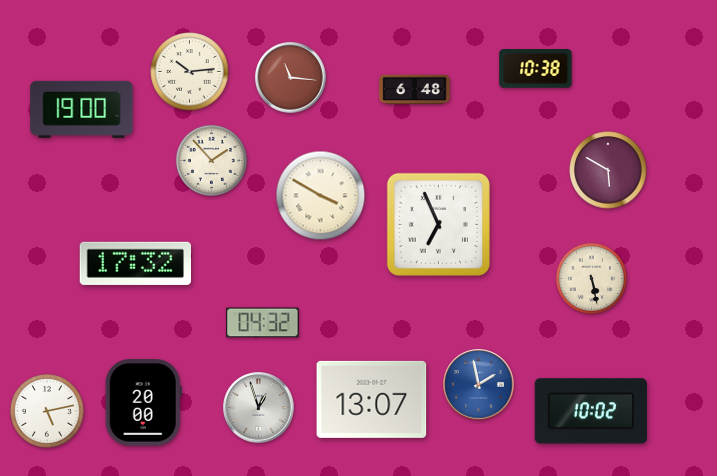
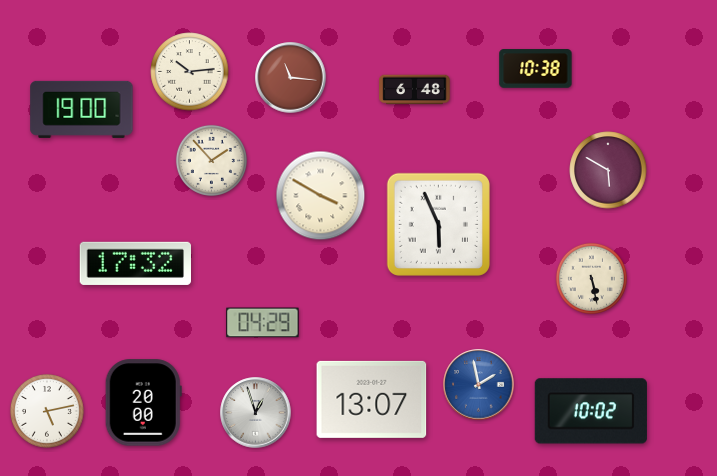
clock at (438, 224): 6:56 -> 5:56
clock at (263, 323): 04:32 -> 04:29
clock at (259, 408) position: (259, 408) -> (256, 413)
